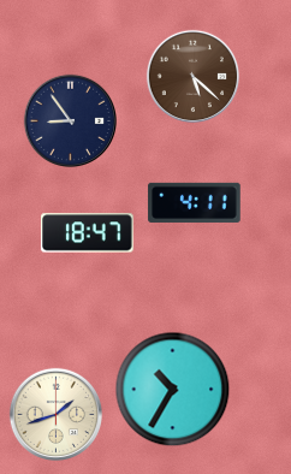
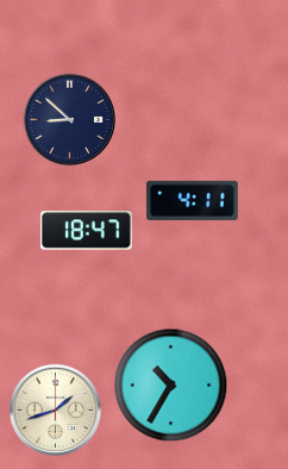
clock at (192, 76): 5:22 -> none
clock at (70, 120): 8:54 -> 8:52
